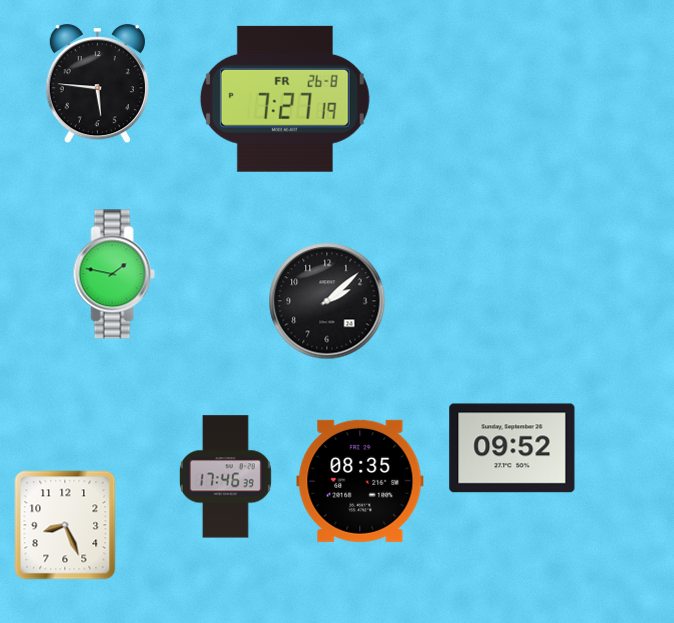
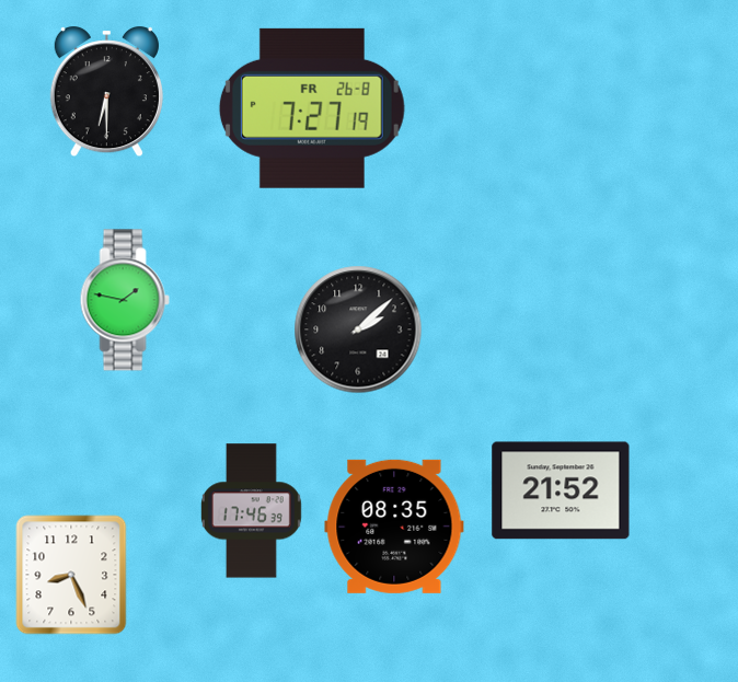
clock at (97, 84): 5:46 -> 6:30
clock at (512, 448): 09:52 -> 21:52
clock at (225, 477) position: (225, 477) -> (251, 511)
